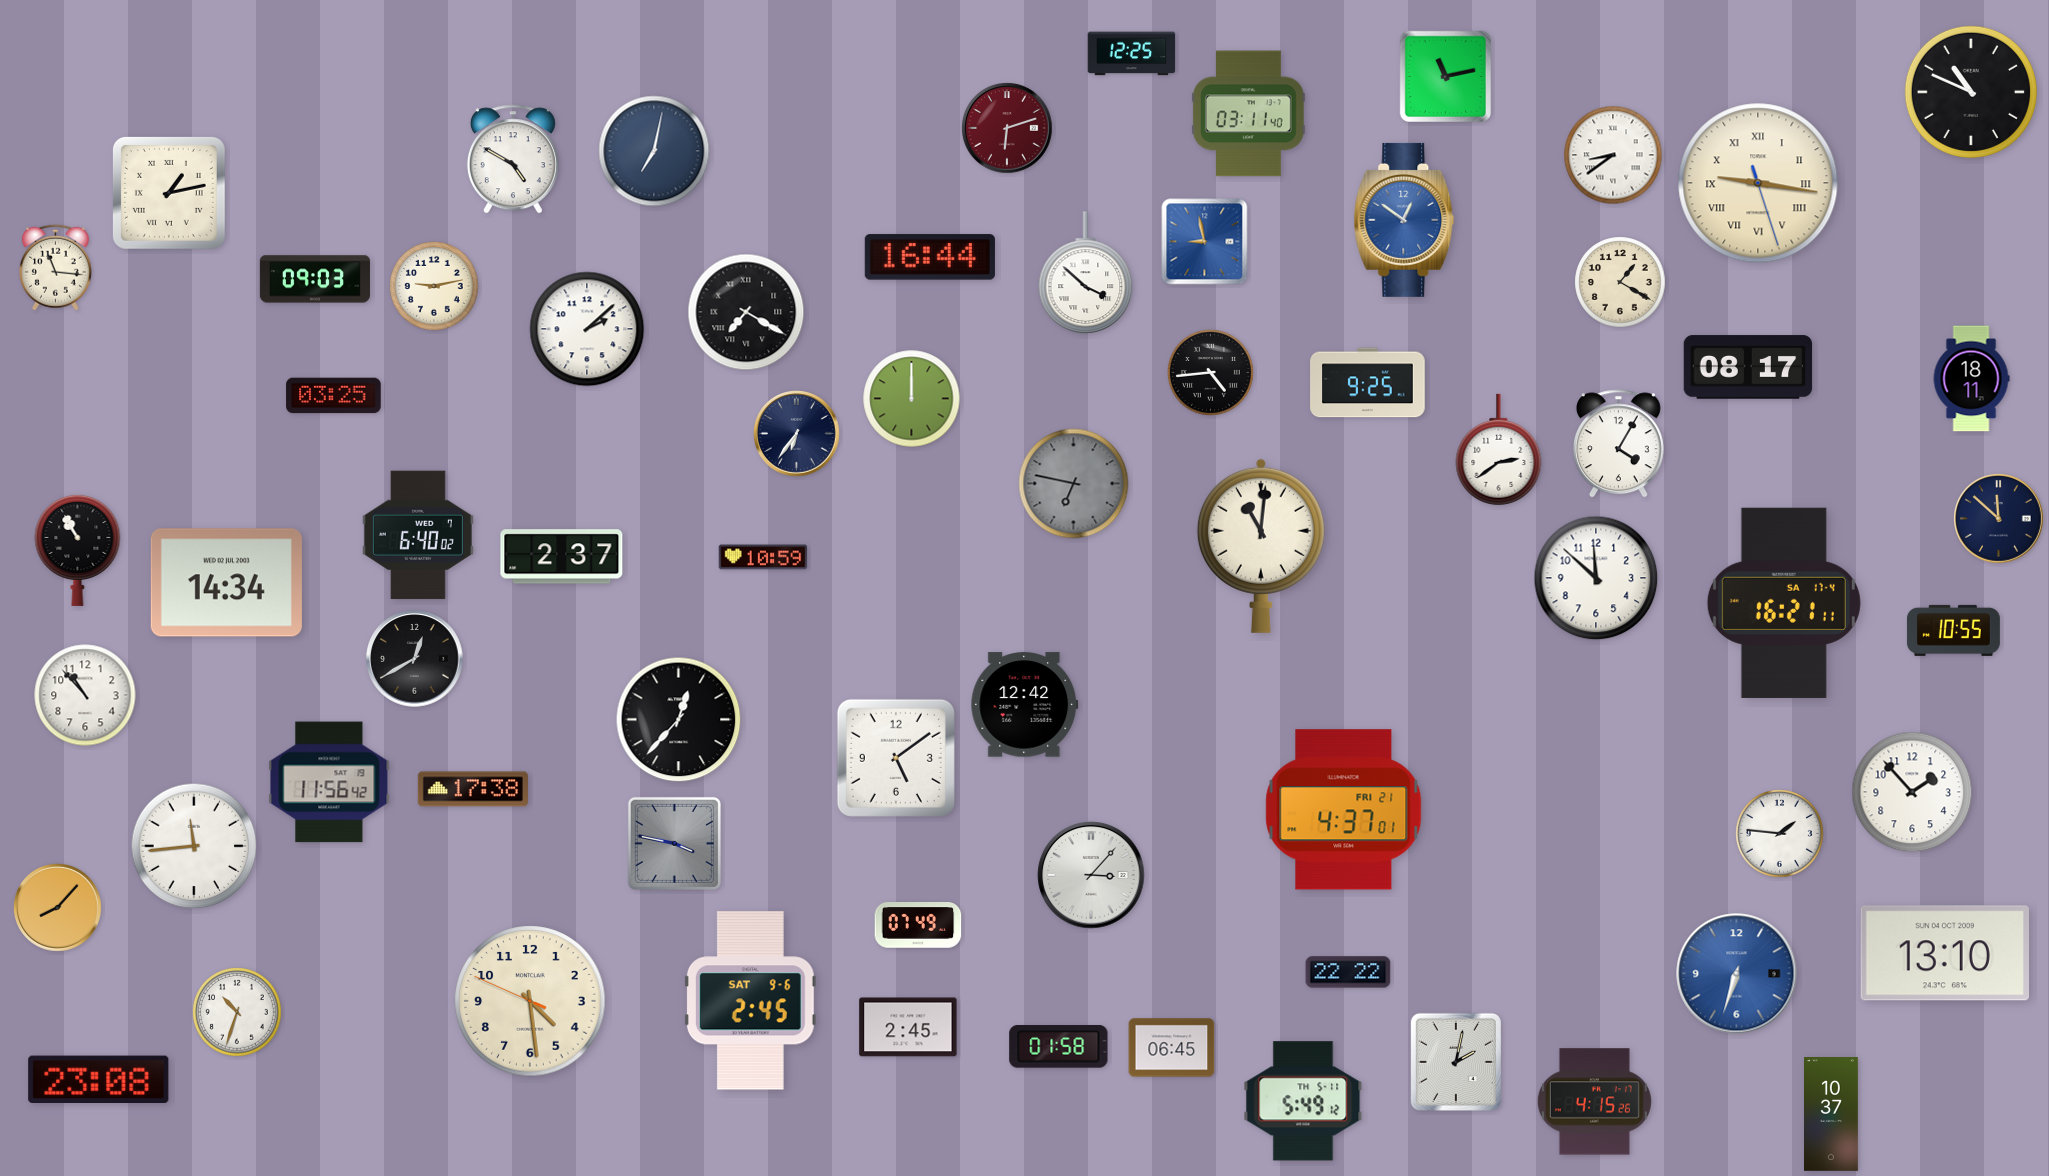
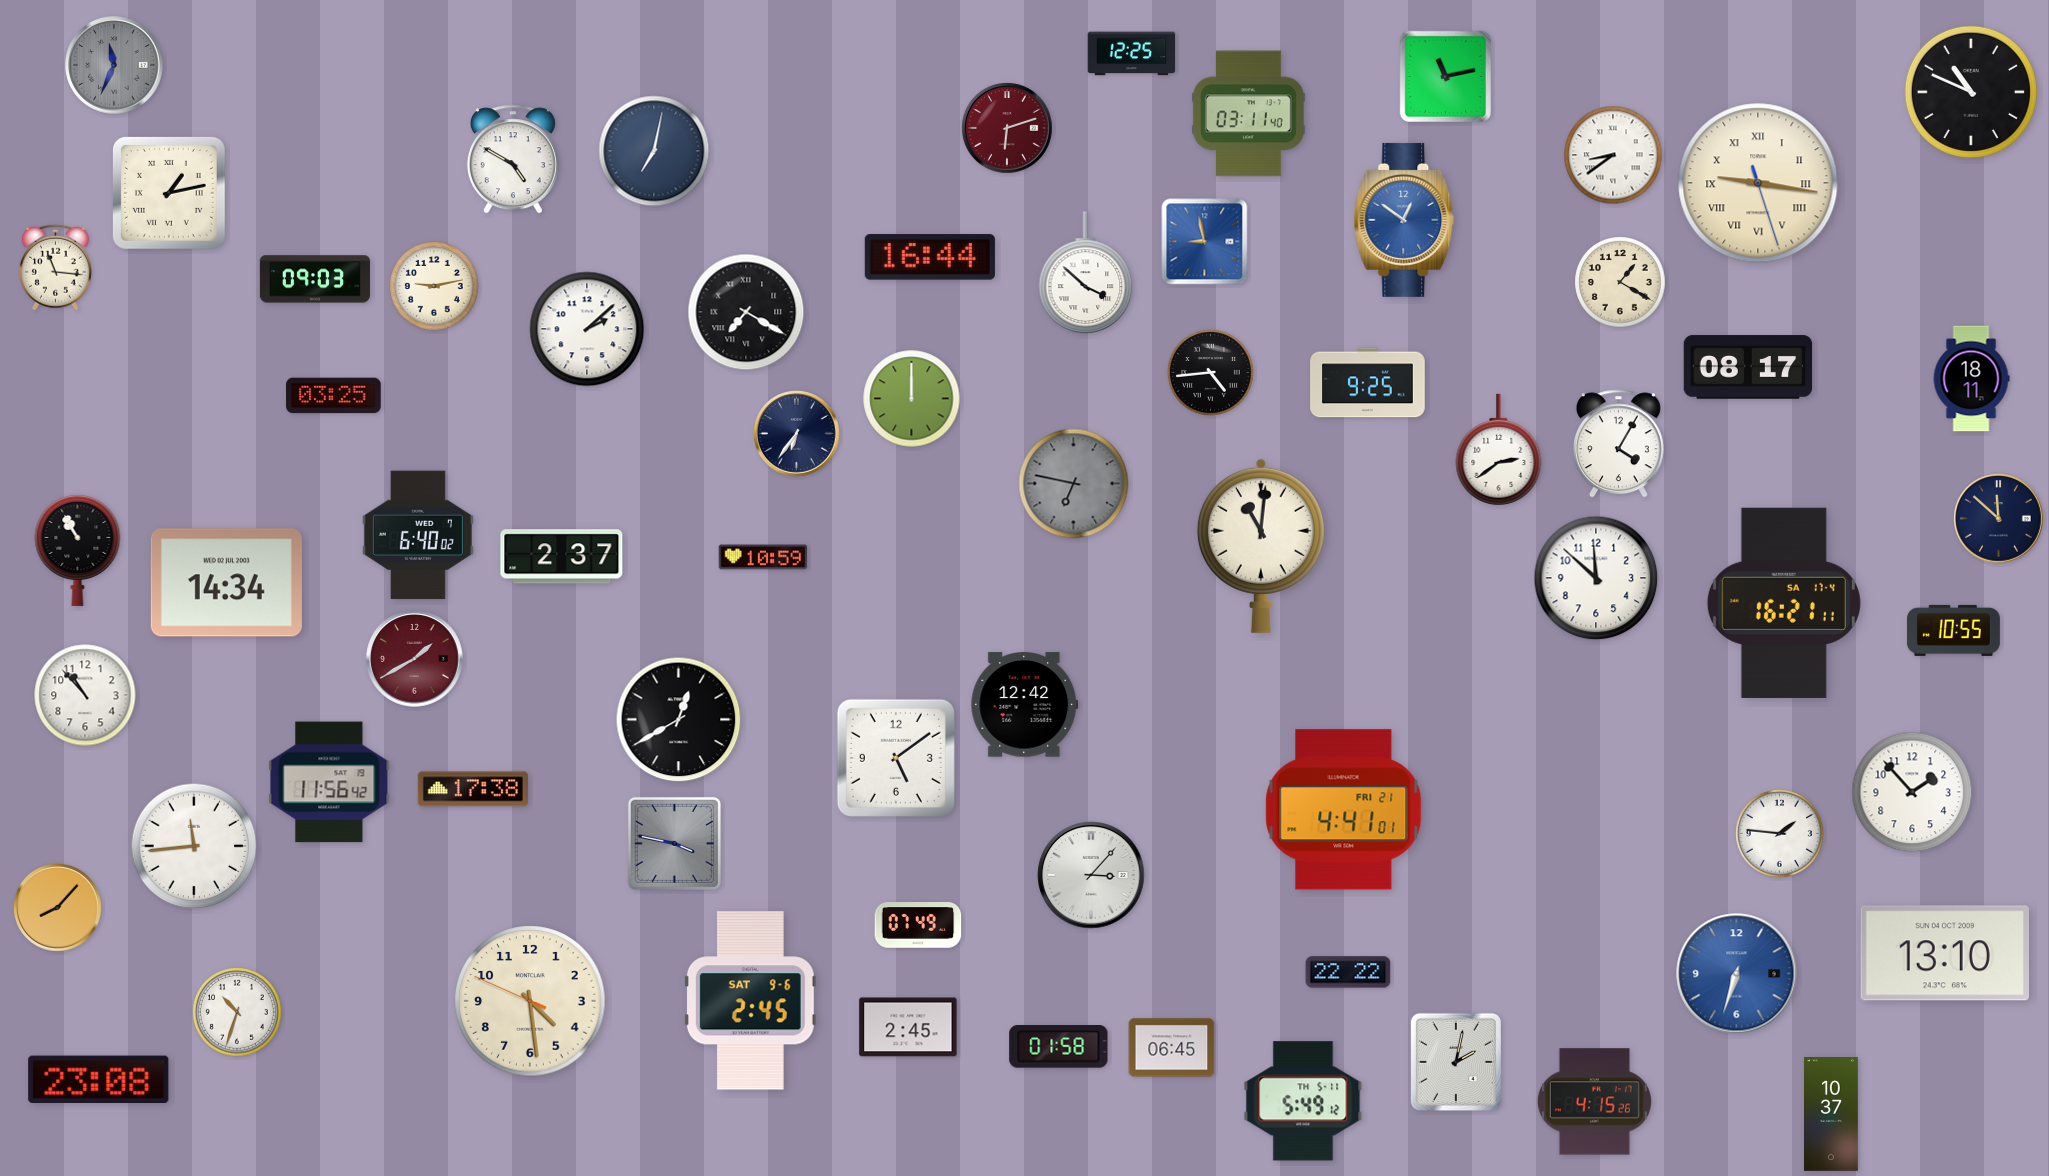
clock at (114, 65): none -> 11:34
clock at (415, 659): 12:40 -> 1:40
clock at (415, 659) dial: black -> burgundy
clock at (679, 720): 12:37 -> 12:40
clock at (1344, 810): 4:37 -> 4:41
